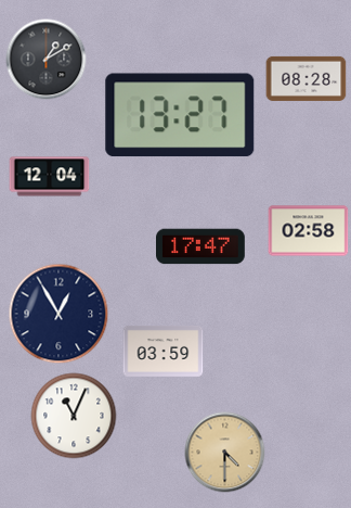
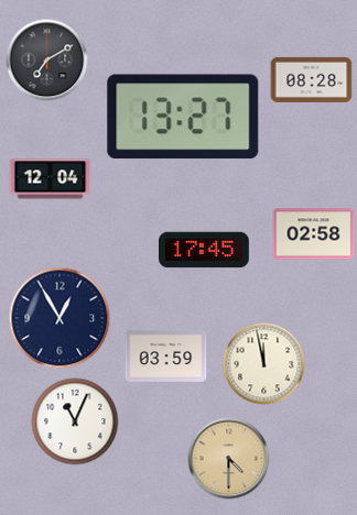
clock at (47, 60): 1:10 -> 7:10
clock at (201, 246): 17:47 -> 17:45
clock at (264, 364): none -> 11:58
